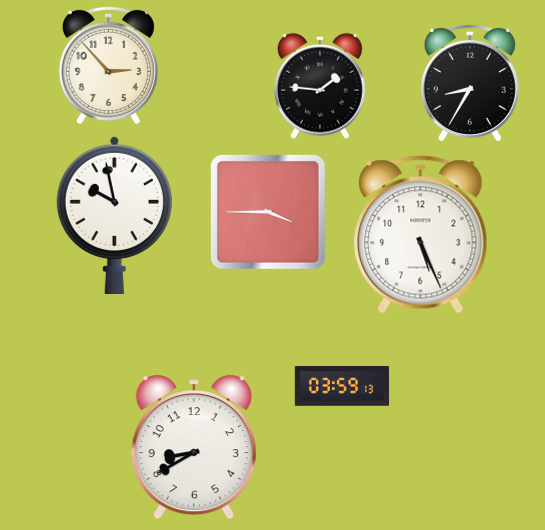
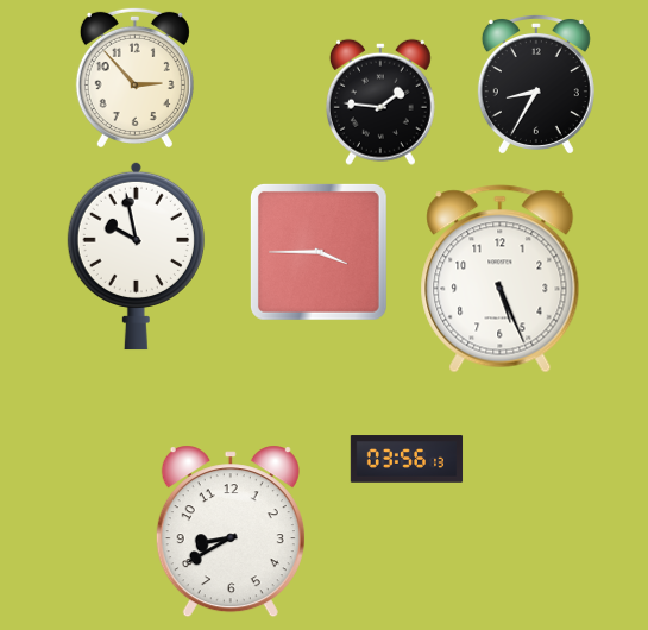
clock at (108, 64) position: (108, 64) -> (134, 76)
clock at (470, 82) position: (470, 82) -> (536, 83)
clock at (342, 386): 03:59 -> 03:56
